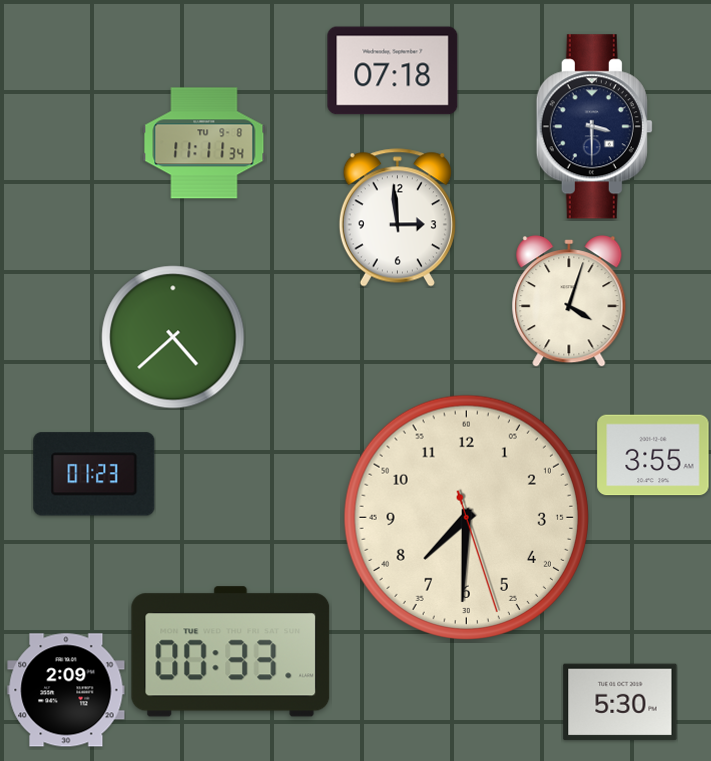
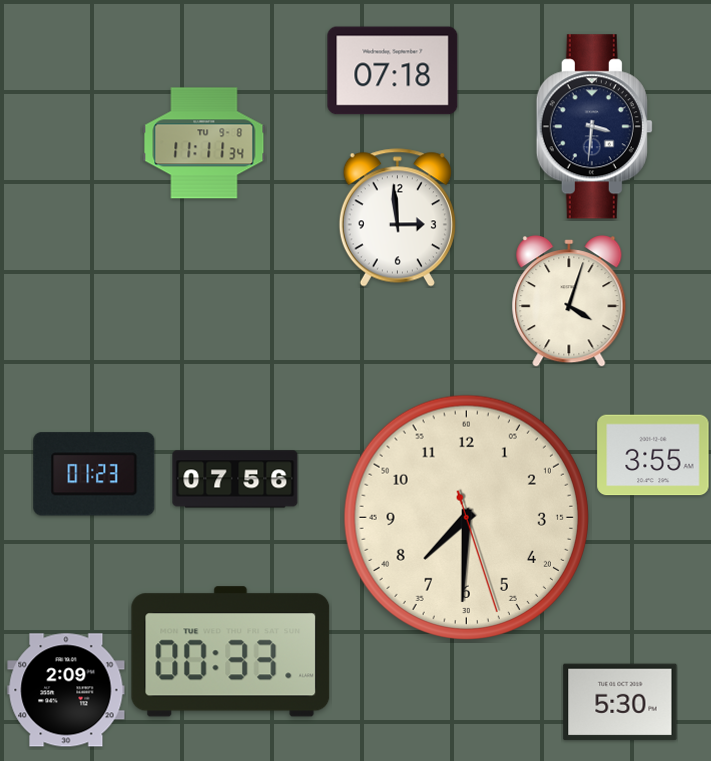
clock at (594, 127): 3:30 -> 3:31
clock at (173, 337): 4:38 -> none
clock at (235, 479): none -> 07:56
